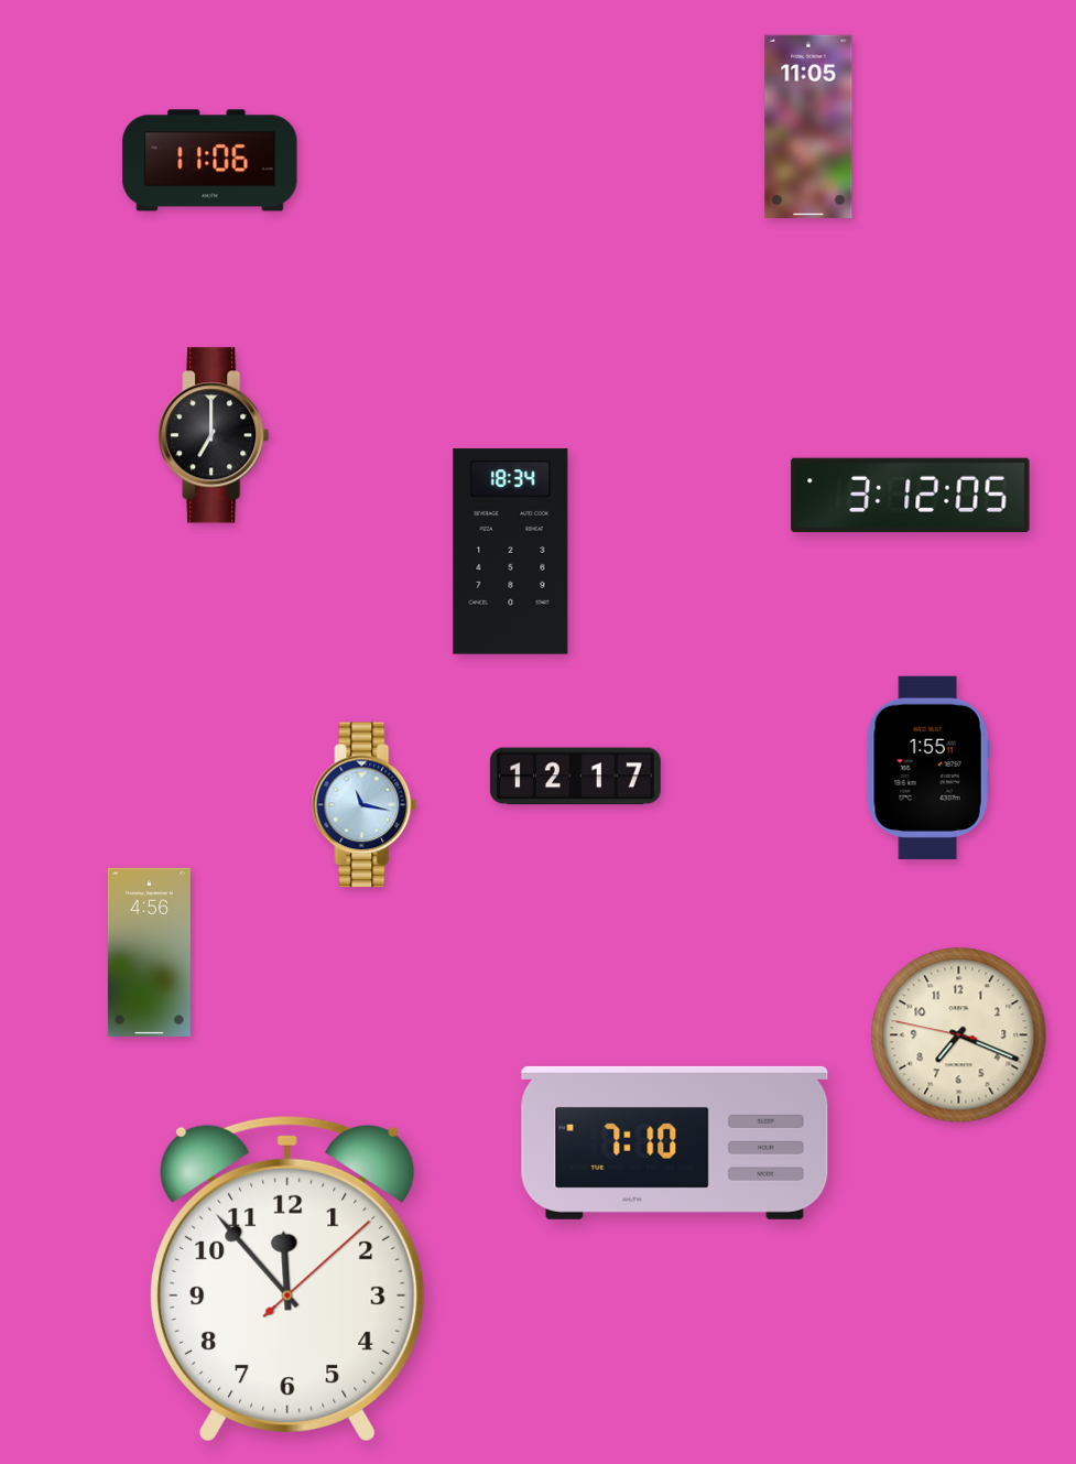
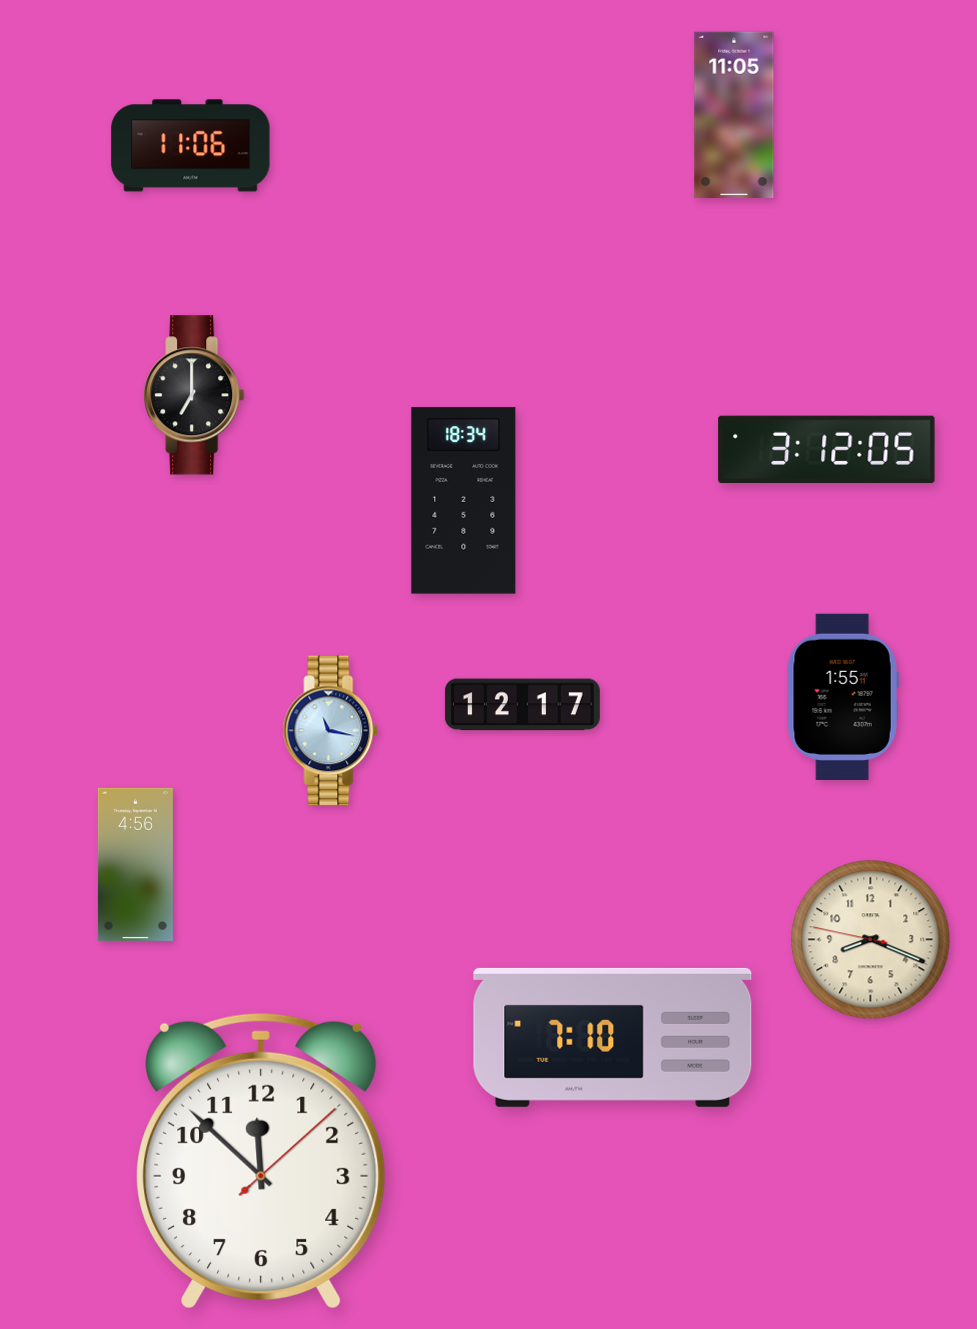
clock at (959, 1035): 7:18 -> 8:18
clock at (287, 1279): 11:53 -> 11:52
